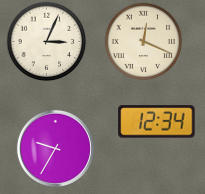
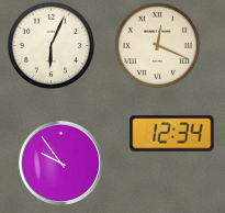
clock at (46, 41): 3:04 -> 6:04
clock at (55, 148): 9:35 -> 9:54
